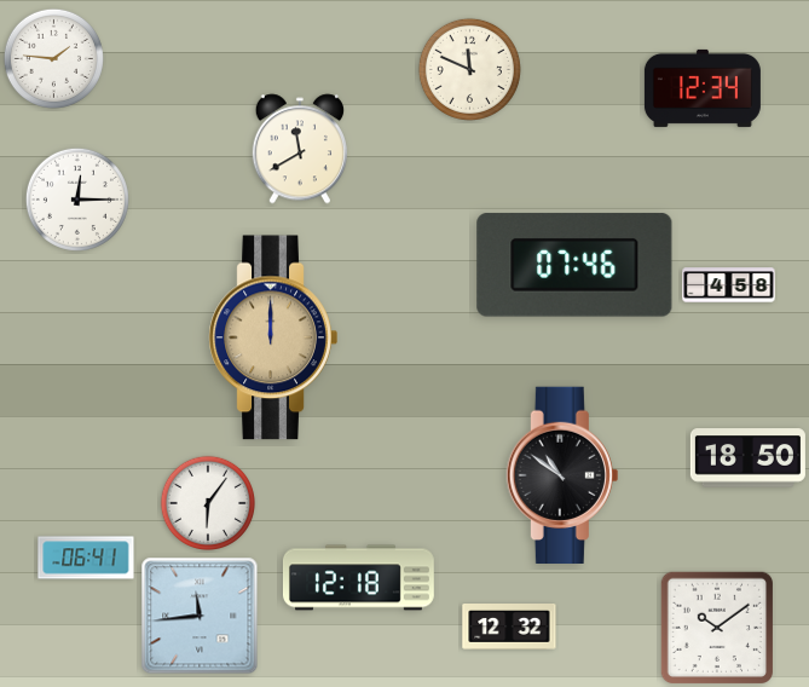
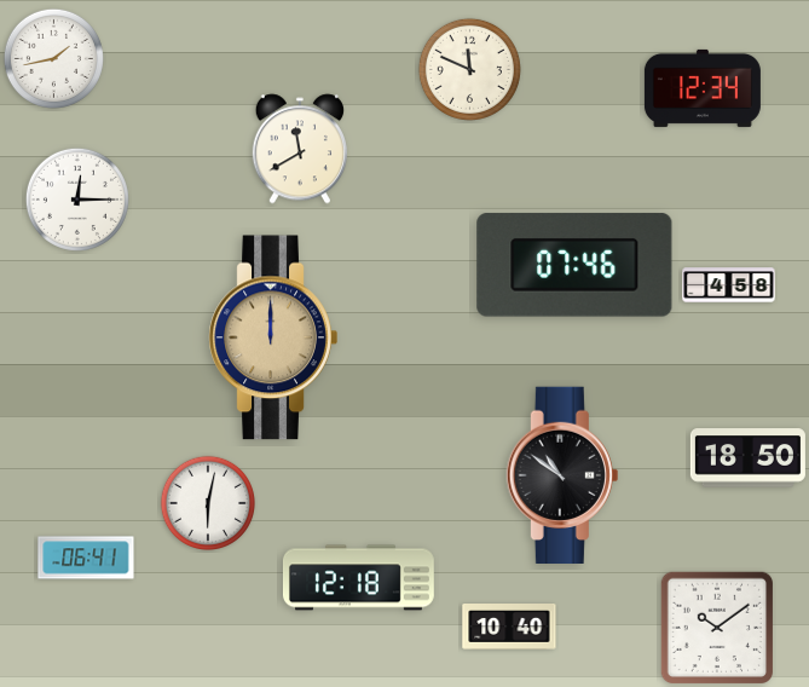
clock at (53, 58): 1:46 -> 1:43
clock at (207, 502): 6:06 -> 6:02
clock at (200, 616): 11:44 -> none
clock at (509, 628): 12:32 -> 10:40
